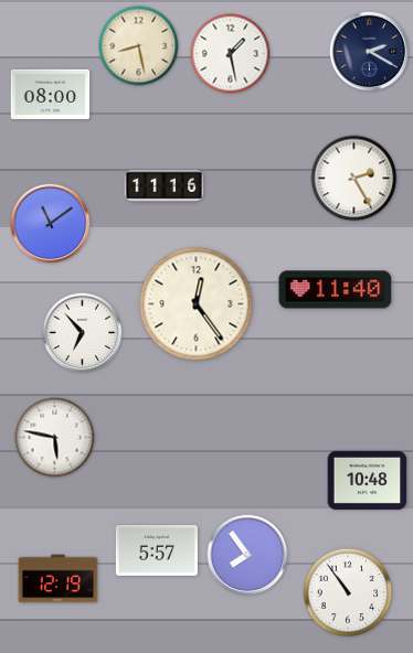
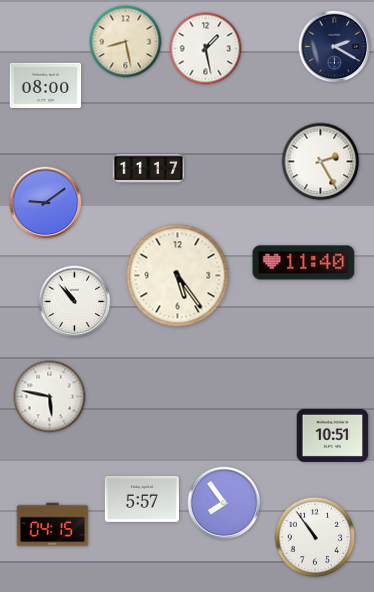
clock at (231, 54) position: (231, 54) -> (206, 49)
clock at (165, 186): 11:16 -> 11:17
clock at (51, 224): 11:09 -> 9:09
clock at (197, 304): 12:24 -> 5:24
clock at (83, 333): 6:53 -> 10:53
clock at (368, 480): 10:48 -> 10:51
clock at (59, 579): 12:19 -> 04:15
